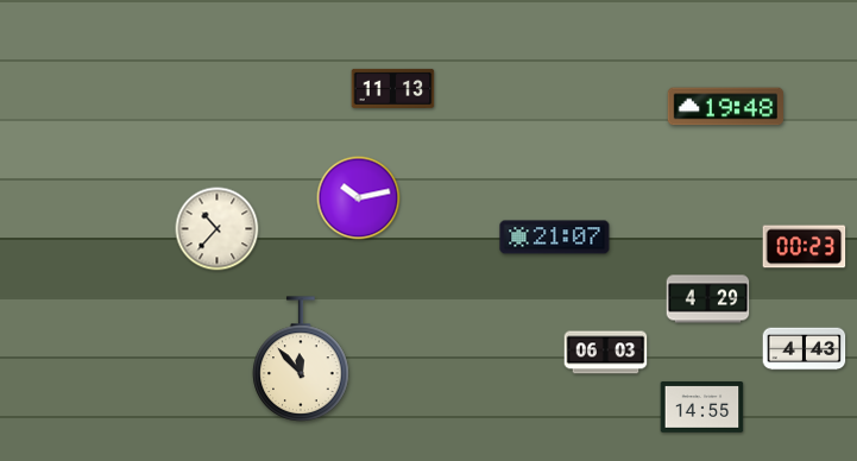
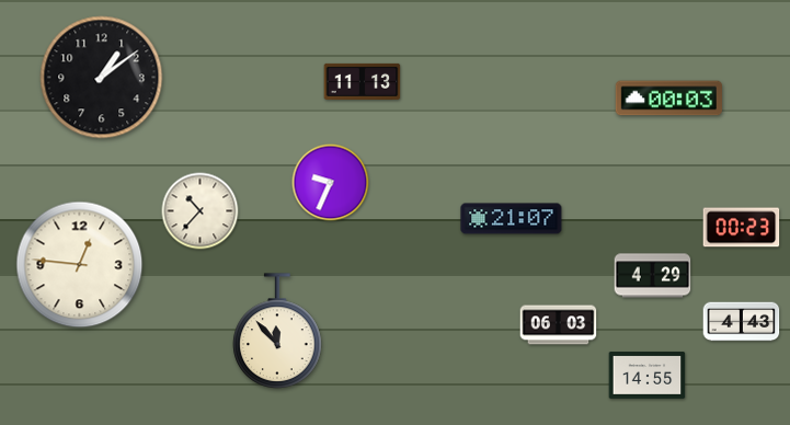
clock at (102, 78): none -> 1:09
clock at (725, 107): 19:48 -> 00:03
clock at (359, 198): 10:13 -> 9:34
clock at (80, 265): none -> 12:46
